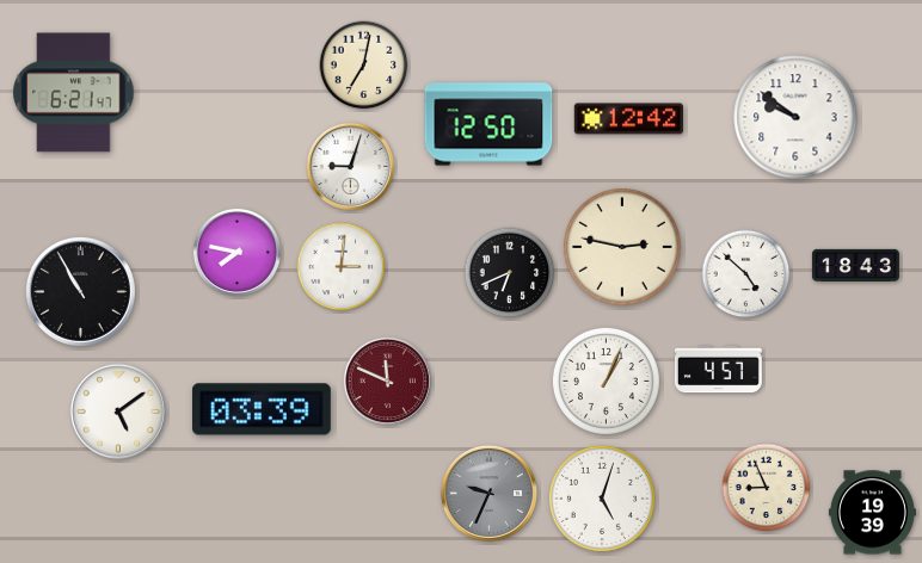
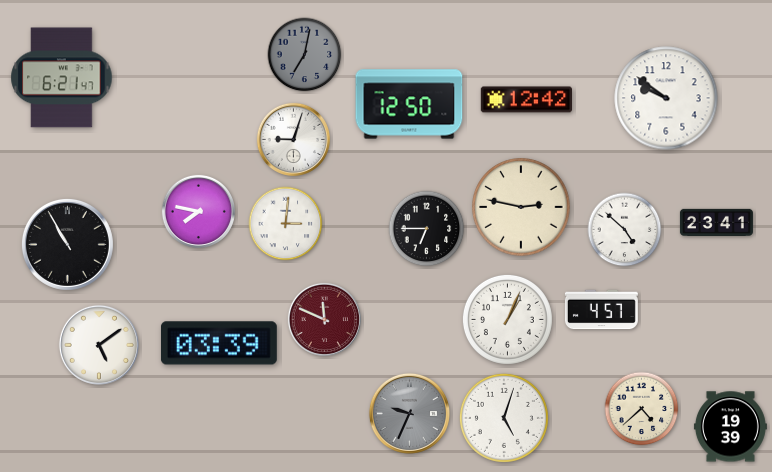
clock at (364, 66) dial: cream -> grey
clock at (855, 265): 18:43 -> 23:41
clock at (510, 273): 6:41 -> 6:45
clock at (767, 488): 8:56 -> 4:38
clock at (872, 513) position: (872, 513) -> (730, 427)
